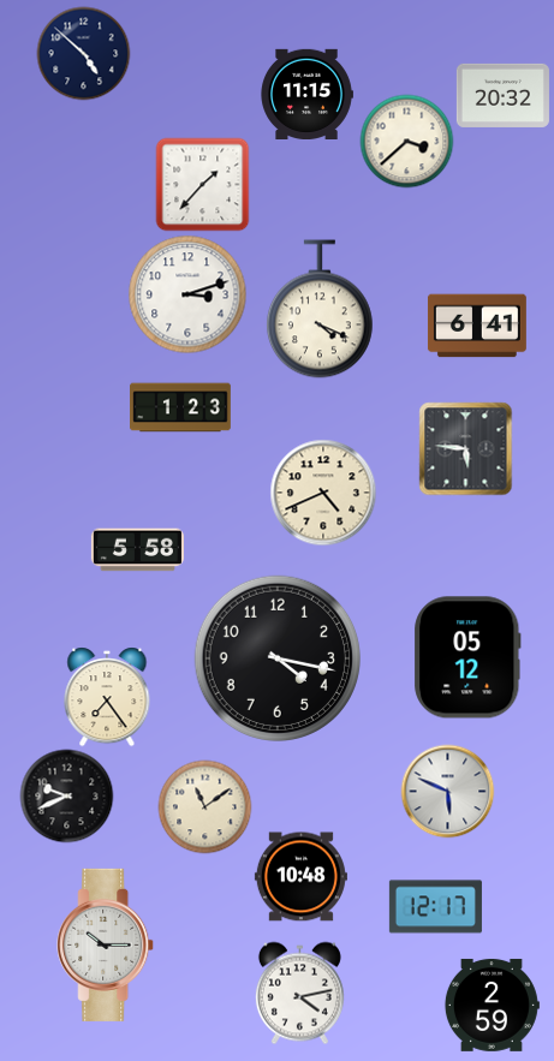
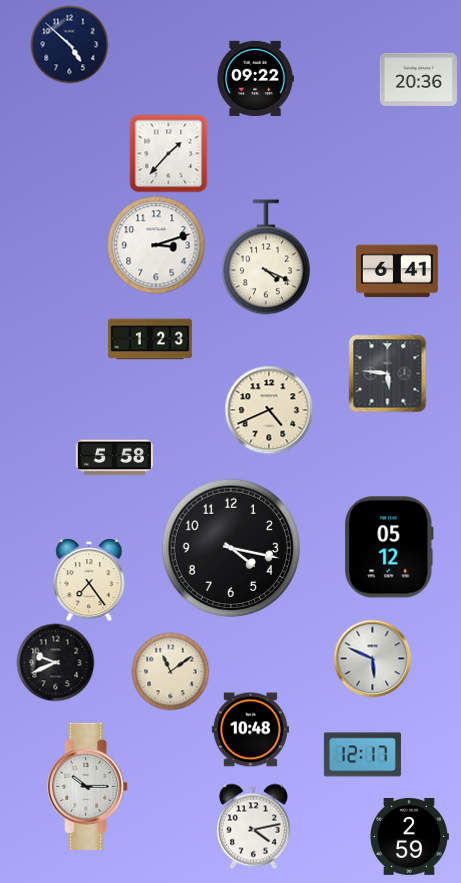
clock at (306, 94): 11:15 -> 09:22
clock at (502, 95): 20:32 -> 20:36
clock at (406, 141): 3:38 -> none
clock at (299, 993) position: (299, 993) -> (253, 826)
